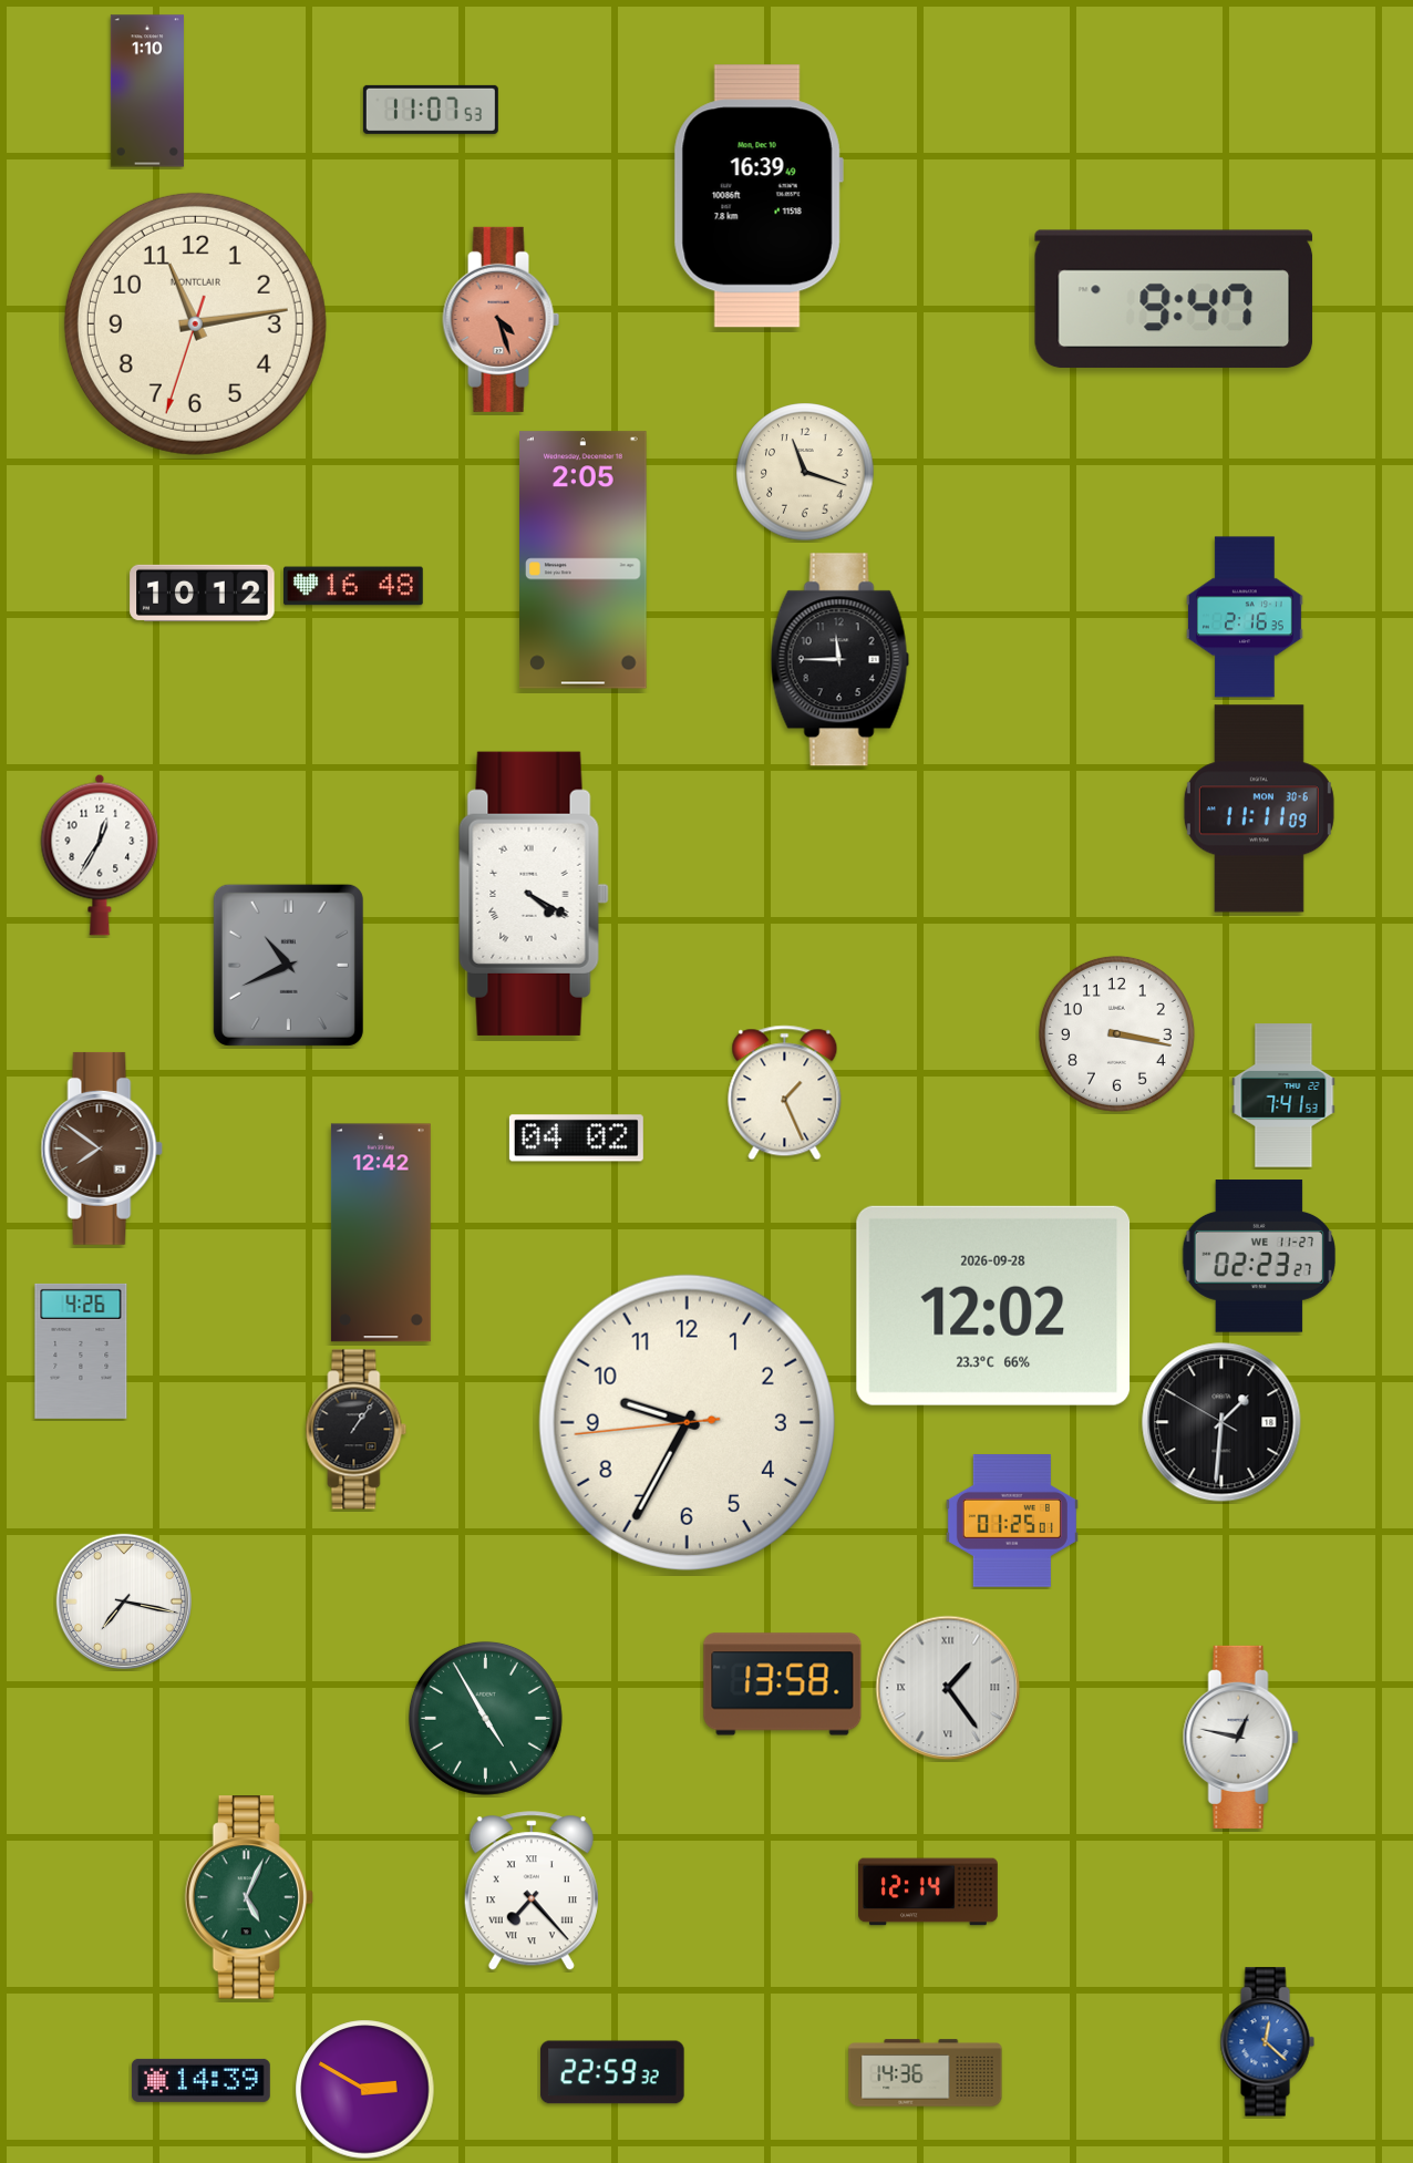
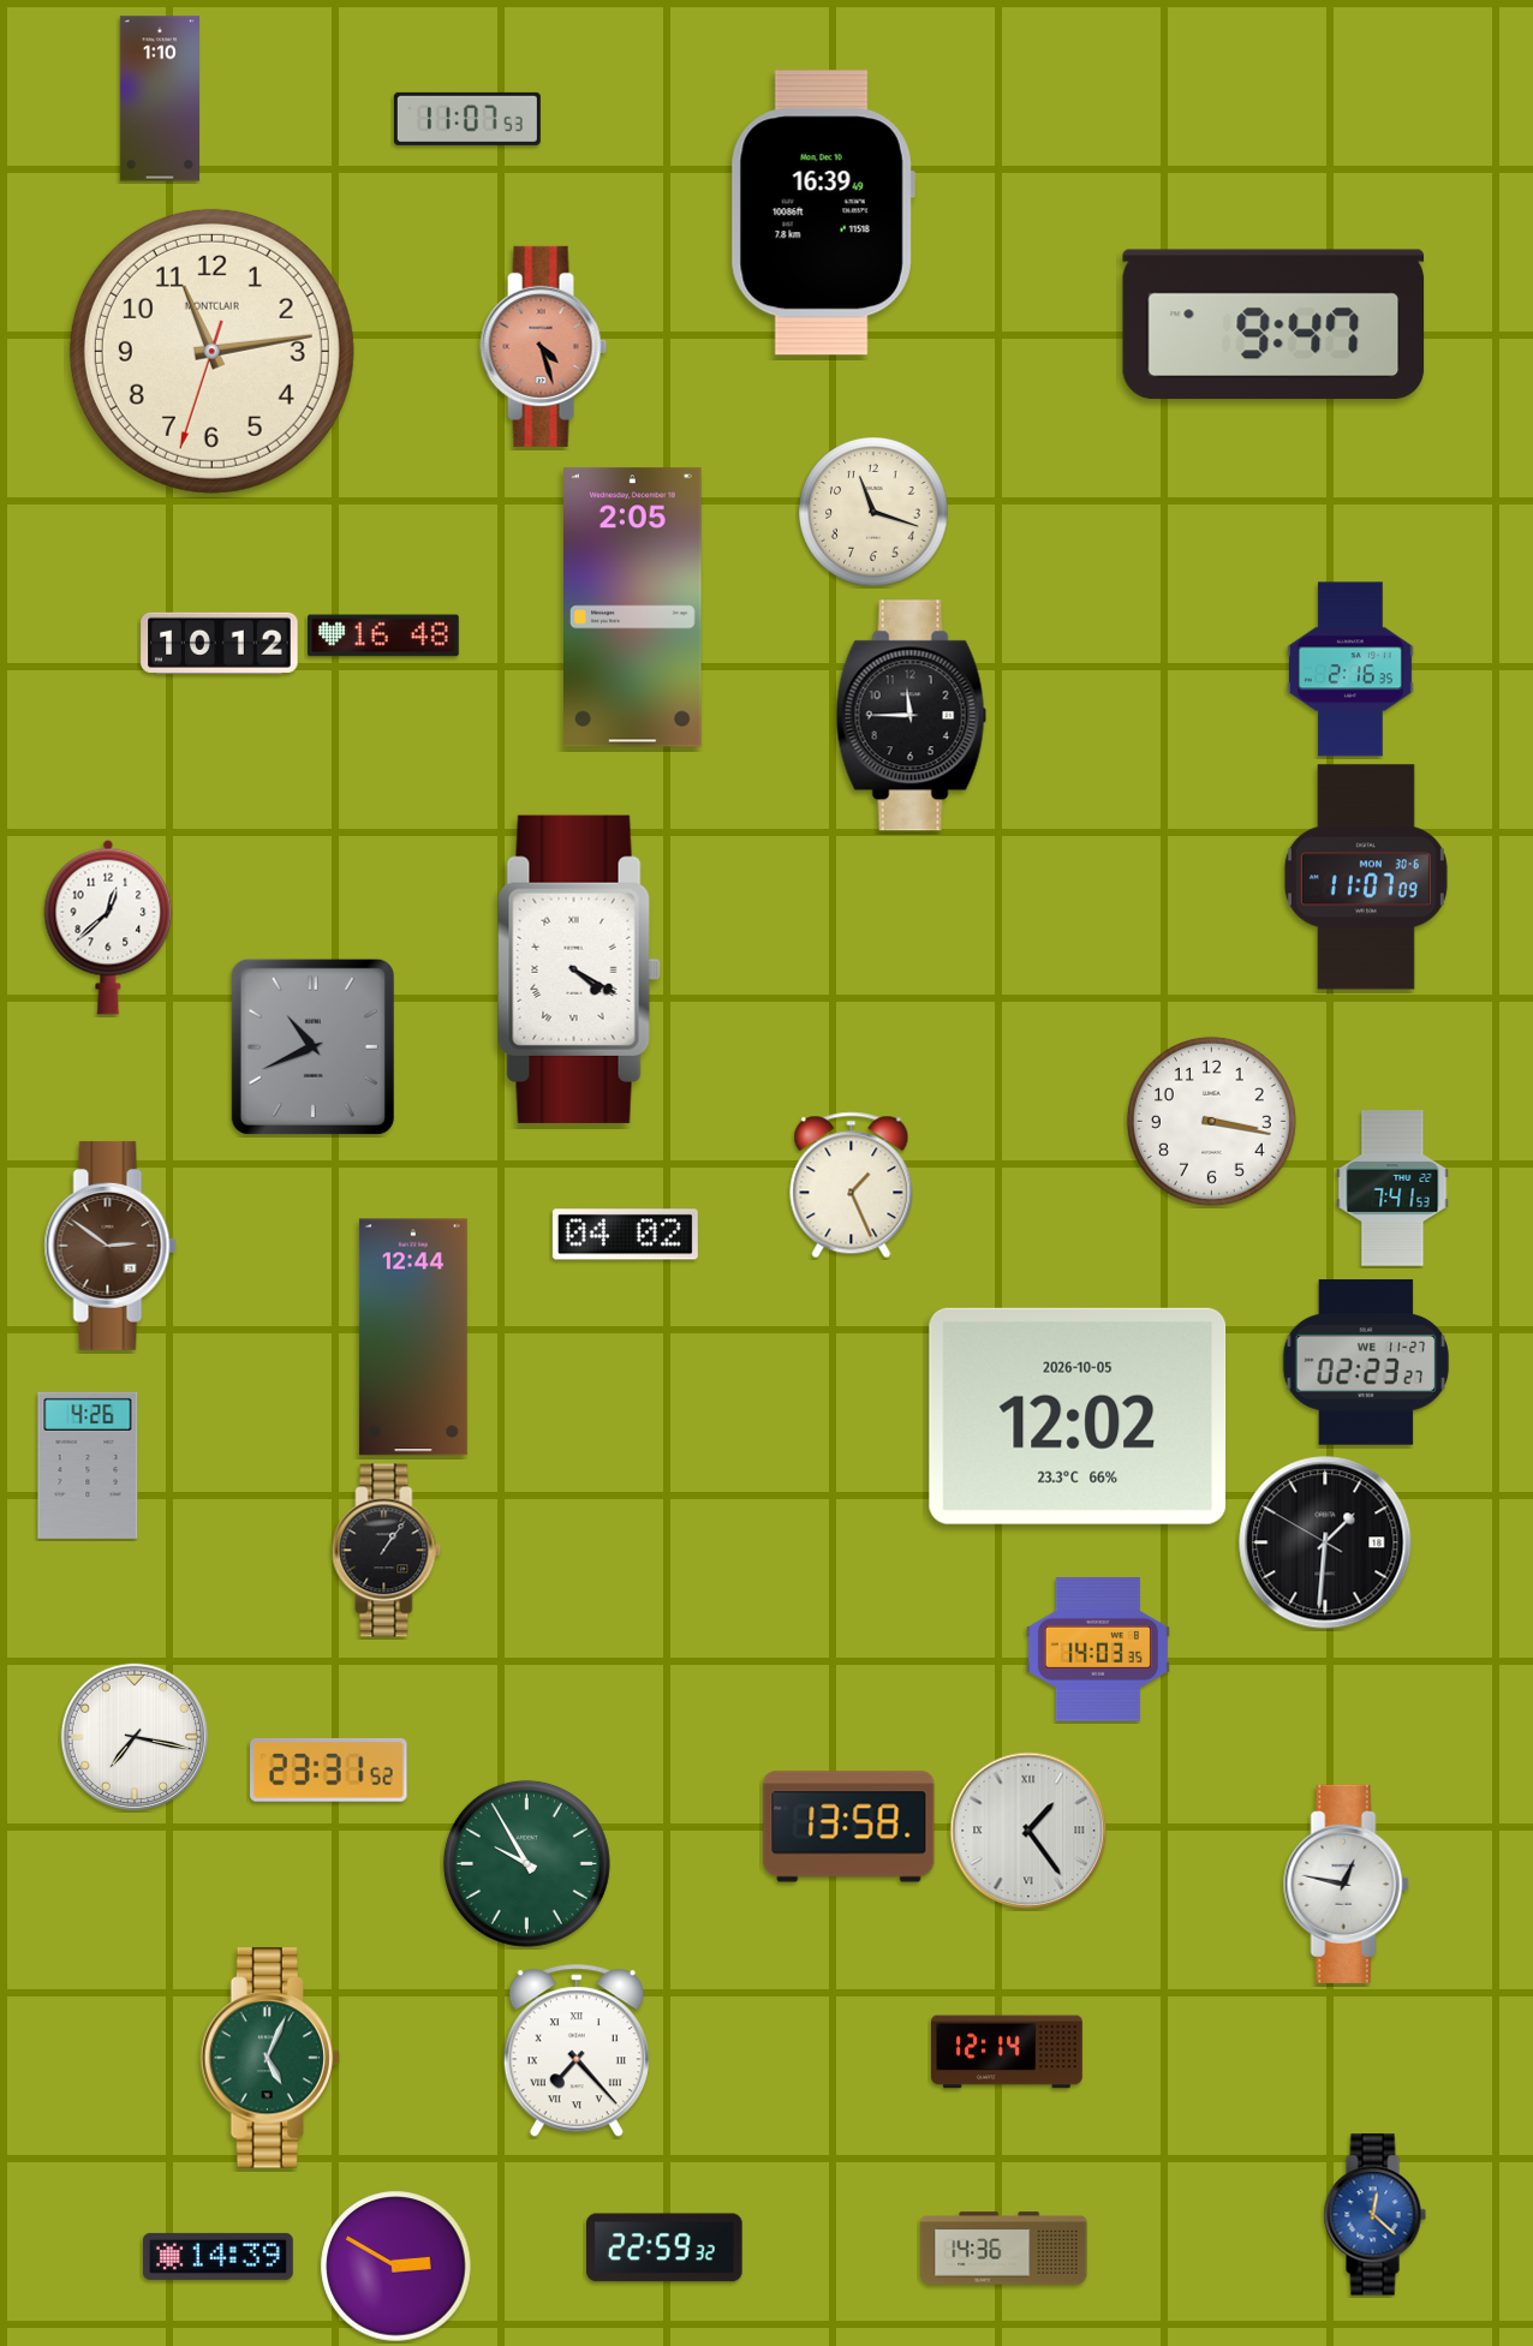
clock at (1259, 808): 11:11 -> 11:07
clock at (100, 855): 12:35 -> 12:38
clock at (102, 1149): 7:51 -> 2:51
clock at (381, 1233): 12:42 -> 12:44
clock at (993, 1306) date: 2026-09-28 -> 2026-10-05
clock at (687, 1422): 9:34 -> none
clock at (1012, 1522): 01:25 -> 14:03
clock at (329, 1769): none -> 23:31
clock at (485, 1718): 4:55 -> 9:55
